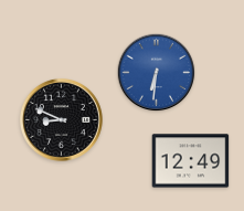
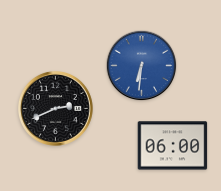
clock at (61, 119): 8:49 -> 2:41
clock at (191, 161): 12:49 -> 06:00
